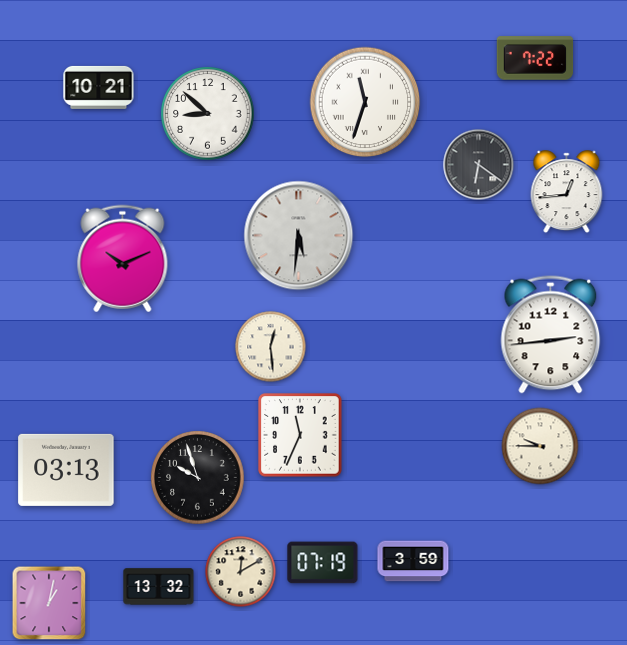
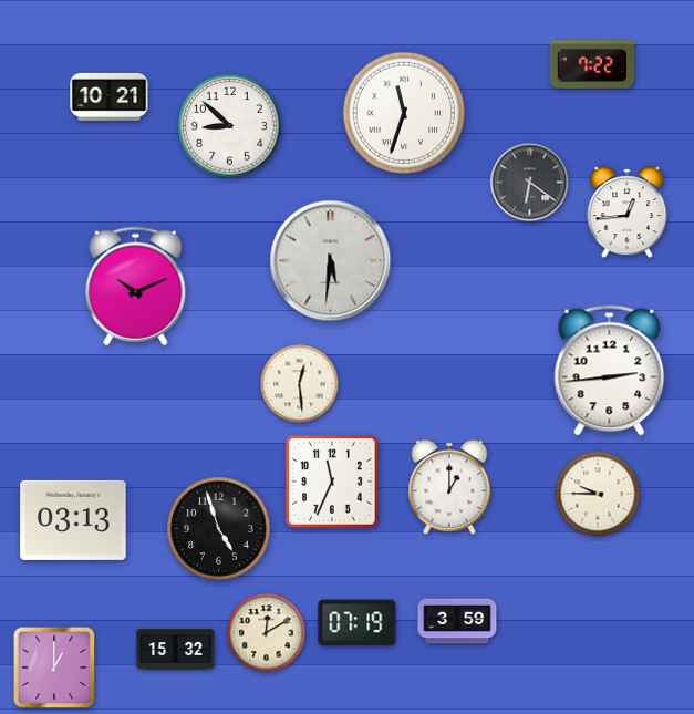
clock at (449, 487): none -> 1:00
clock at (198, 478): 9:57 -> 4:57
clock at (159, 587): 13:32 -> 15:32
clock at (49, 603): 1:02 -> 1:00
